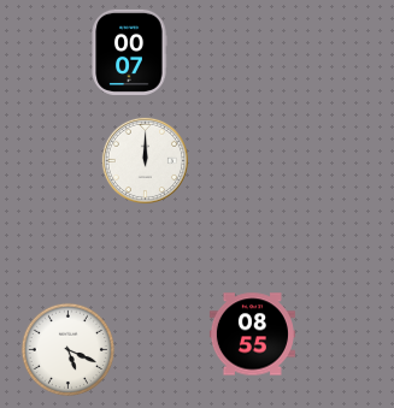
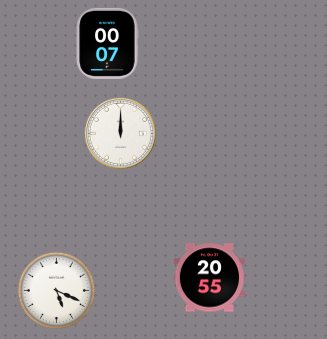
clock at (252, 335): 08:55 -> 20:55
